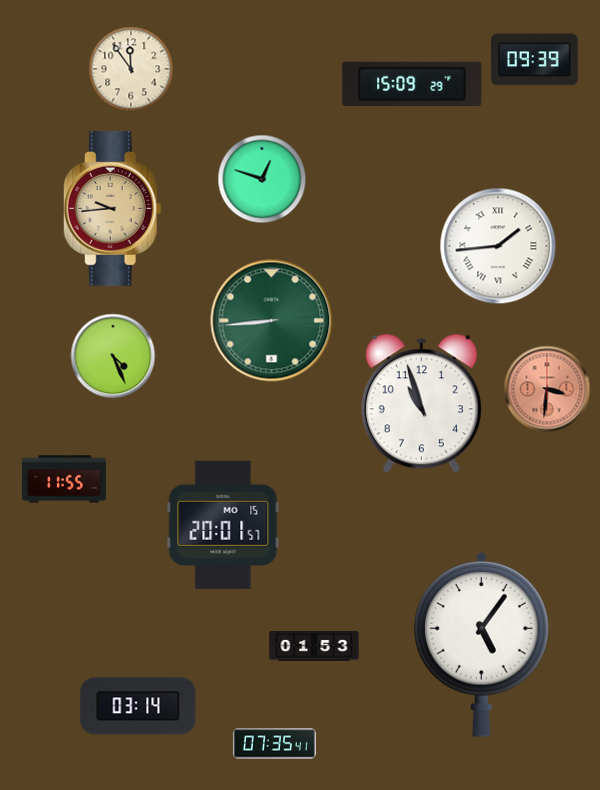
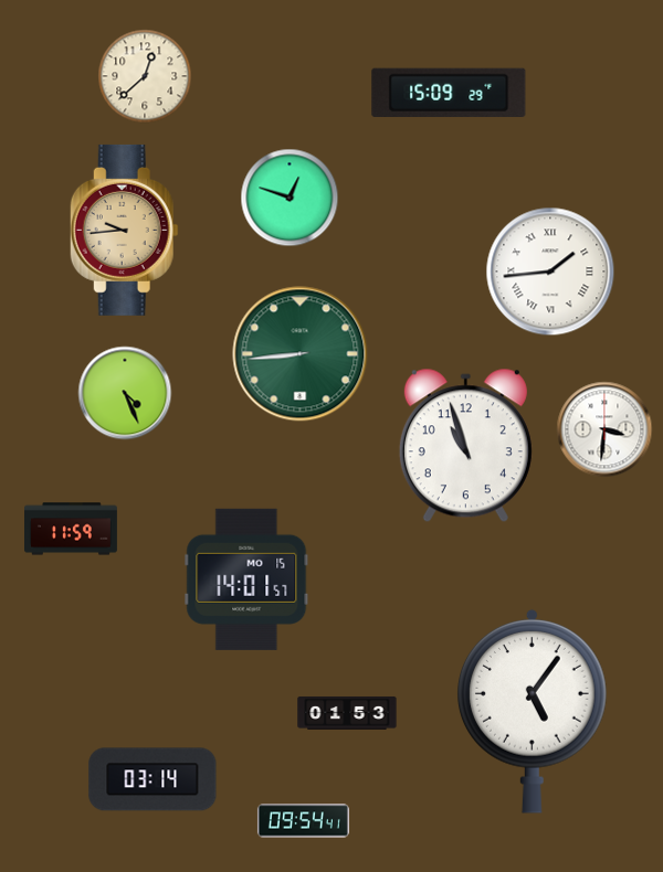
clock at (535, 60): 09:39 -> none
clock at (131, 69): 11:54 -> 12:38
clock at (412, 83) position: (412, 83) -> (449, 92)
clock at (547, 389) dial: salmon -> white
clock at (65, 479): 11:55 -> 11:59
clock at (223, 525): 20:01 -> 14:01
clock at (274, 744): 07:35 -> 09:54
